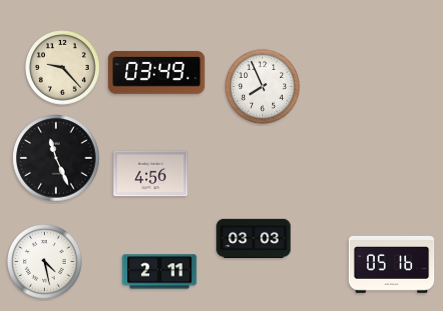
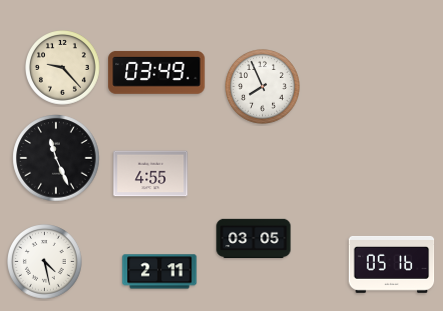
clock at (151, 174): 4:56 -> 4:55
clock at (254, 239): 03:03 -> 03:05
